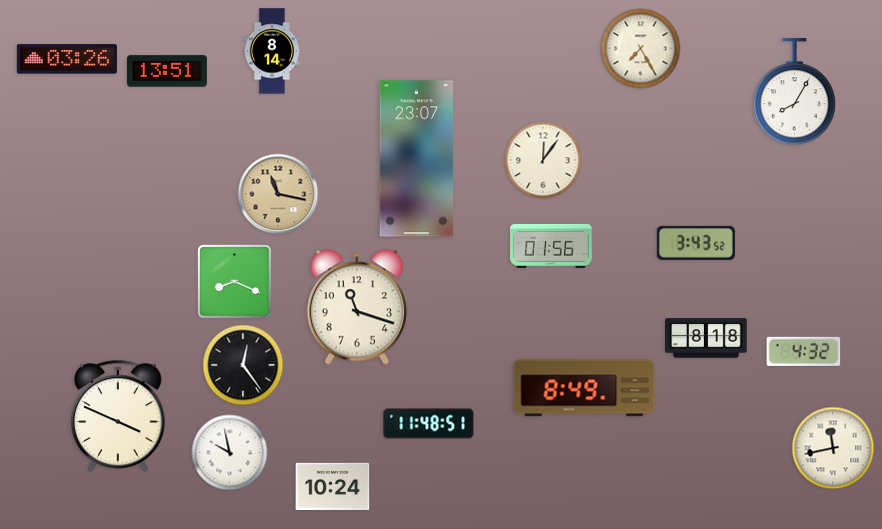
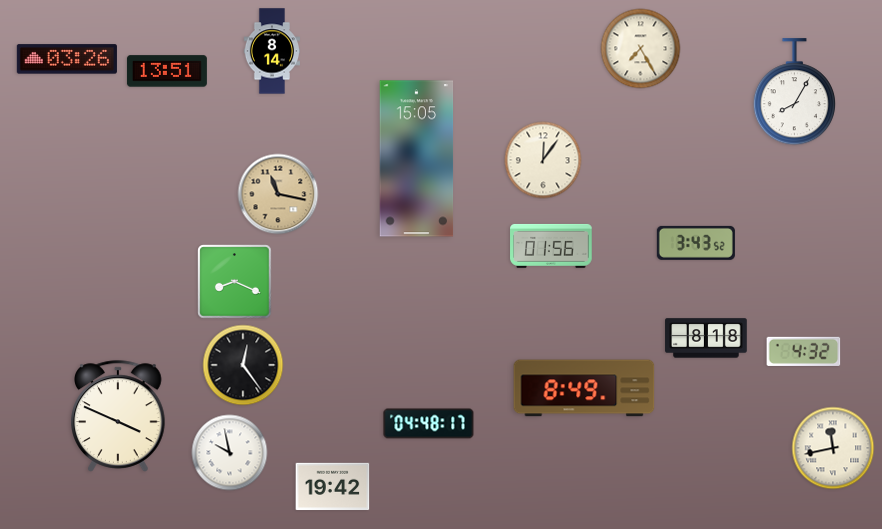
clock at (417, 159): 23:07 -> 15:05
clock at (357, 307): 11:18 -> none
clock at (429, 424): 11:48 -> 04:48
clock at (333, 487): 10:24 -> 19:42
